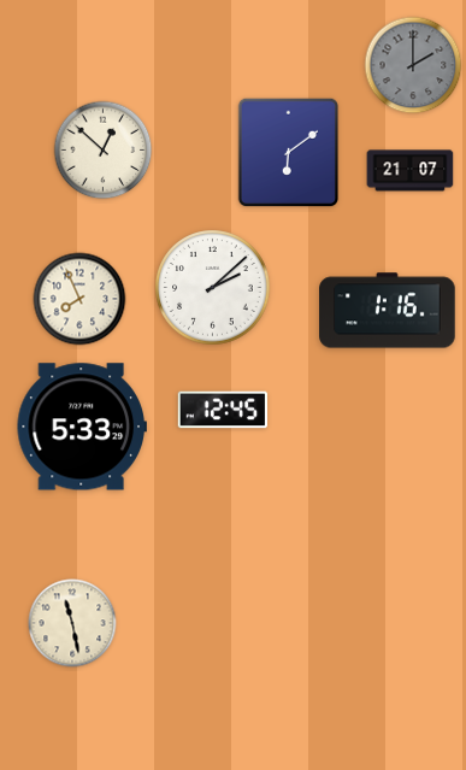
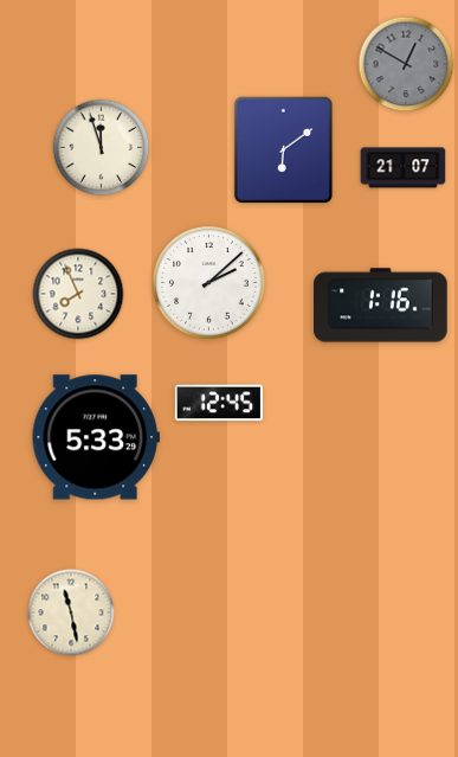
clock at (413, 65): 2:00 -> 12:50
clock at (104, 151): 12:52 -> 11:57
clock at (82, 427) position: (82, 427) -> (96, 437)
